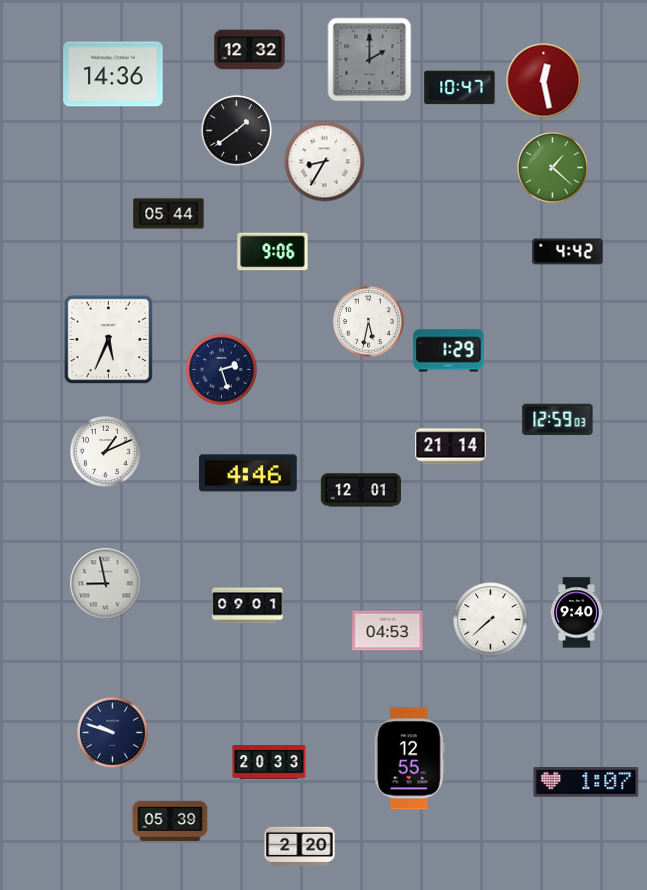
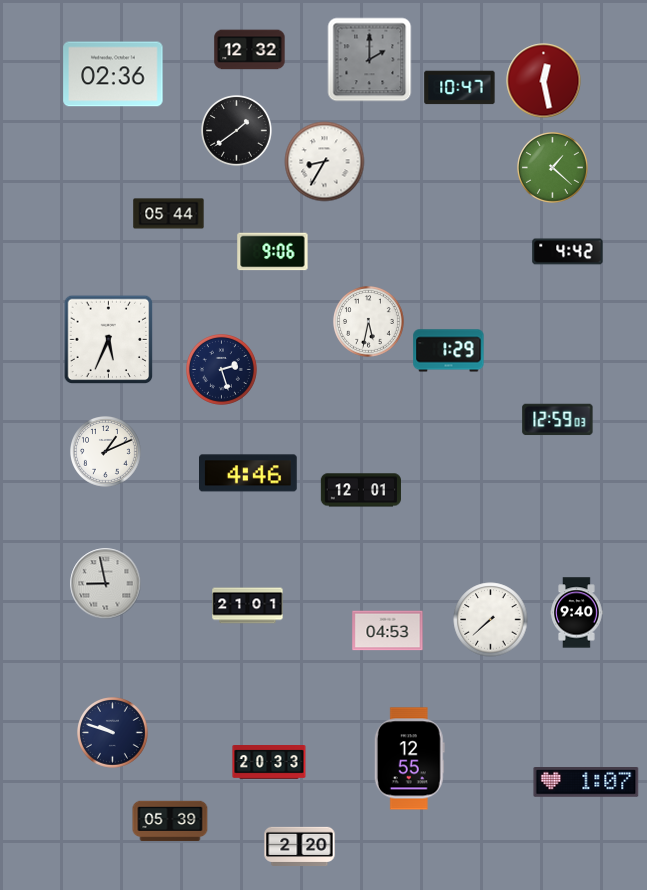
clock at (113, 74): 14:36 -> 02:36
clock at (451, 447): 21:14 -> none
clock at (248, 606): 09:01 -> 21:01
